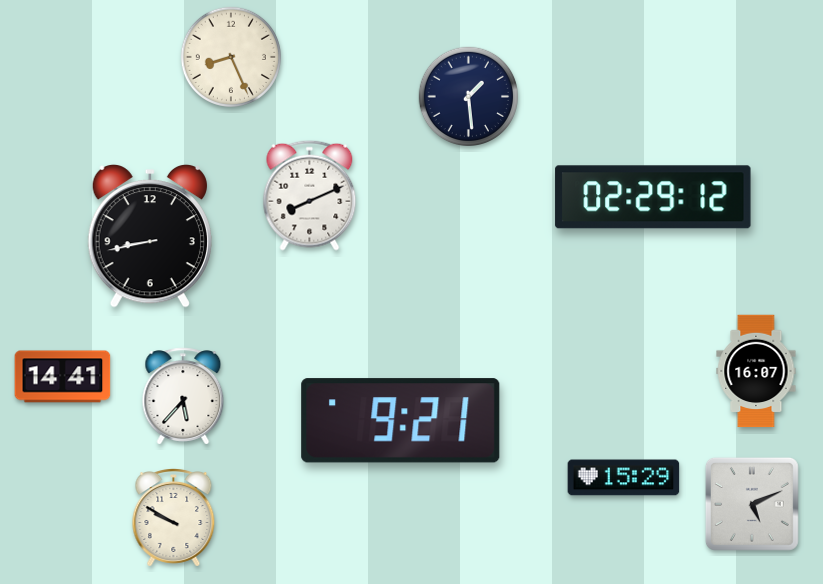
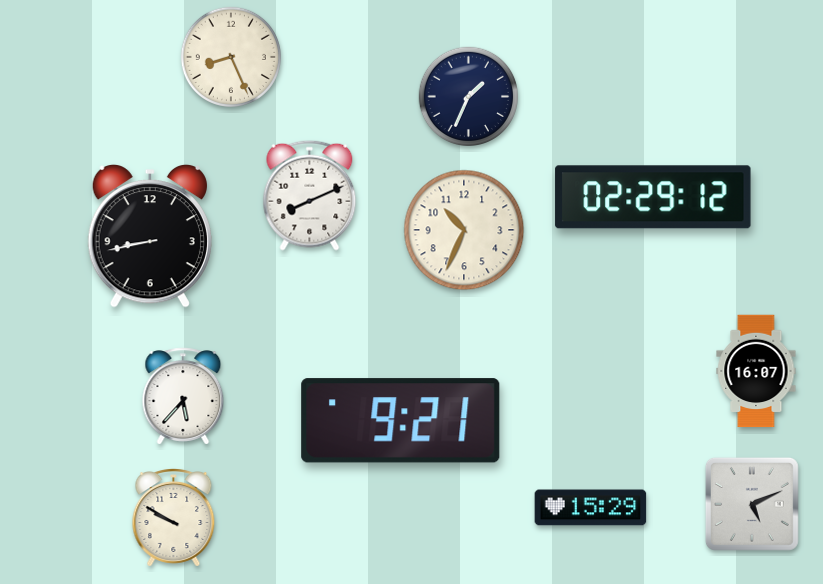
clock at (468, 96): 1:29 -> 1:34
clock at (464, 230): none -> 10:34
clock at (63, 377): 14:41 -> none
clock at (624, 478) position: (624, 478) -> (591, 508)
